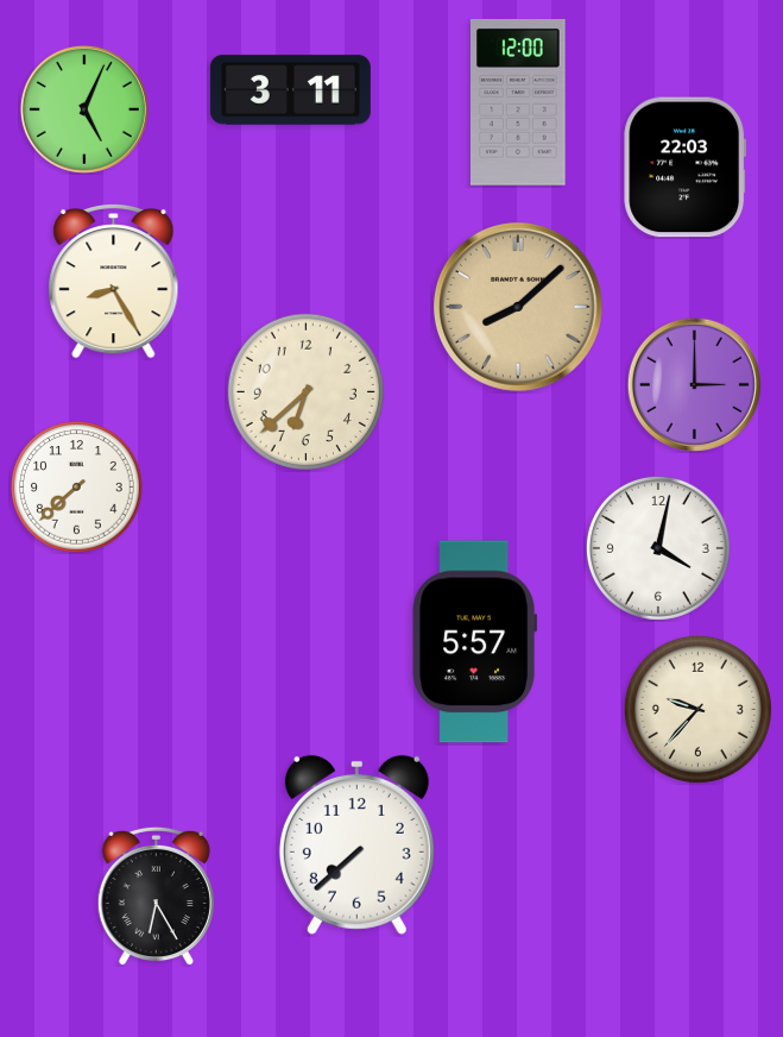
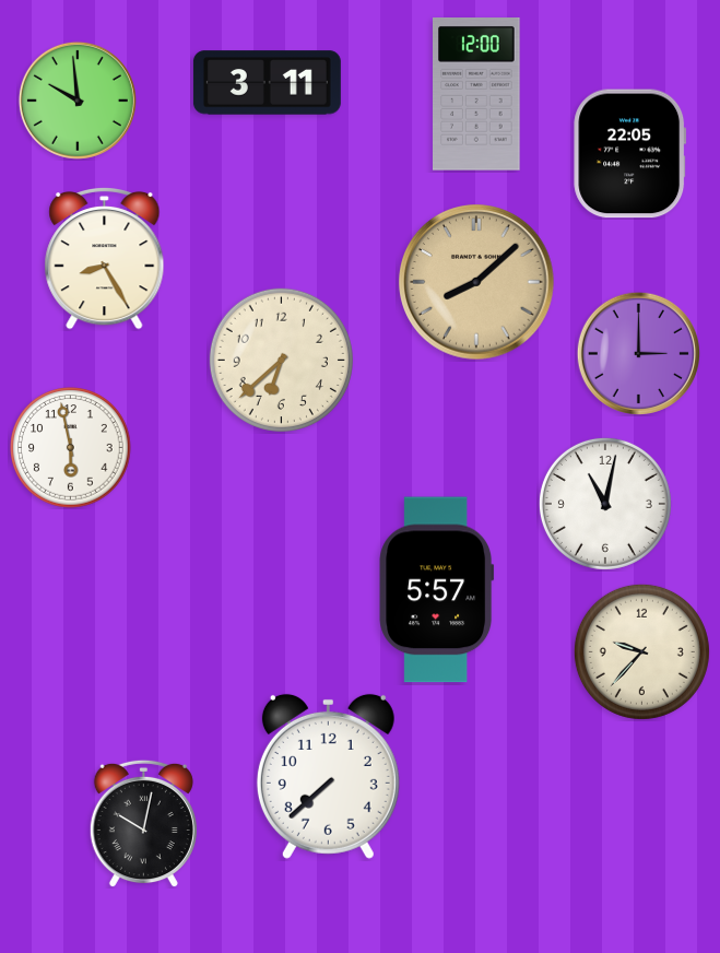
clock at (84, 109): 5:04 -> 9:59
clock at (686, 168): 22:03 -> 22:05
clock at (77, 488): 7:38 -> 5:58
clock at (658, 548): 4:02 -> 11:02
clock at (156, 895): 6:25 -> 10:02
